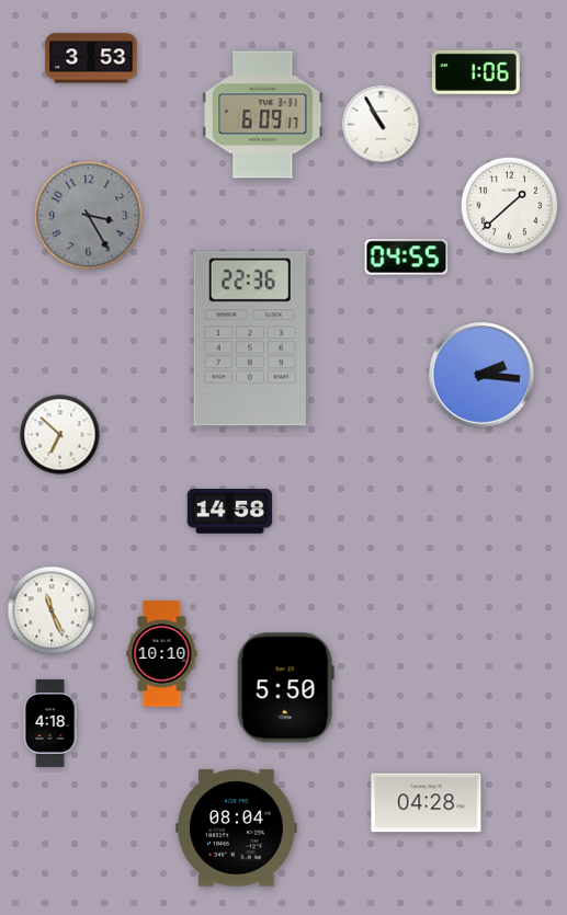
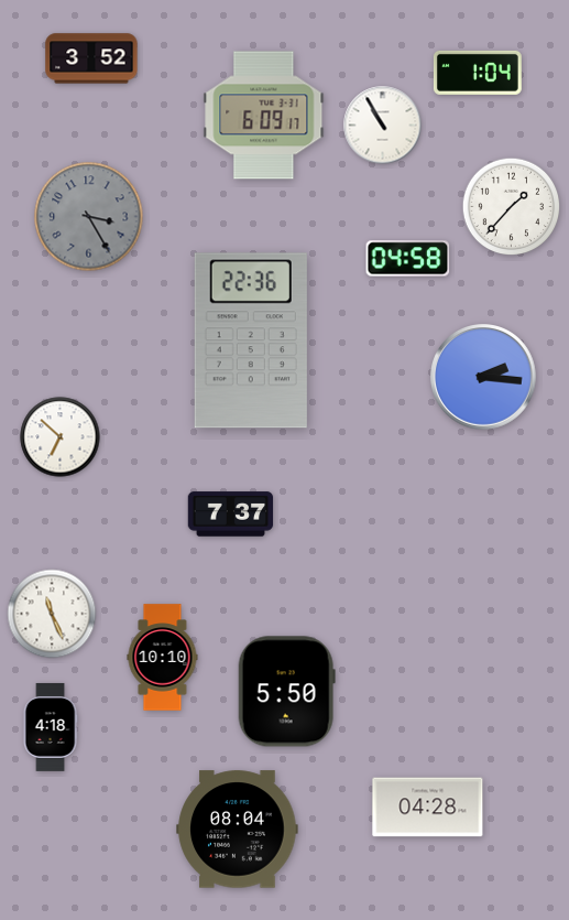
clock at (91, 58): 3:53 -> 3:52
clock at (476, 72): 1:06 -> 1:04
clock at (510, 206): 1:38 -> 1:37
clock at (407, 258): 04:55 -> 04:58
clock at (230, 512): 14:58 -> 7:37
clock at (237, 828) position: (237, 828) -> (238, 830)
